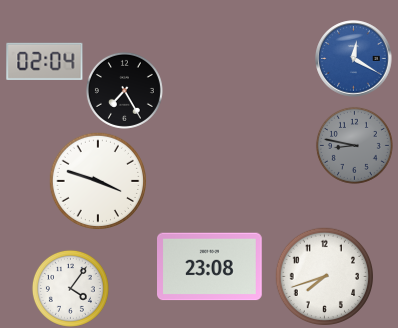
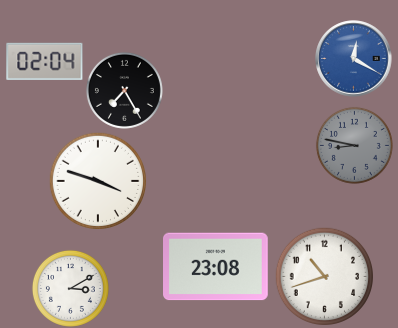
clock at (210, 267) position: (210, 267) -> (216, 267)
clock at (324, 276): 7:42 -> 10:42
clock at (70, 288): 4:06 -> 3:10
